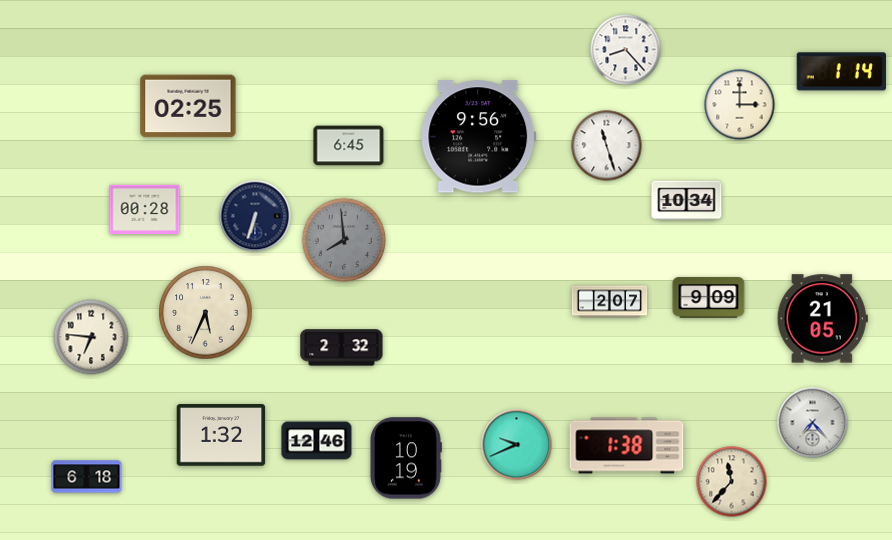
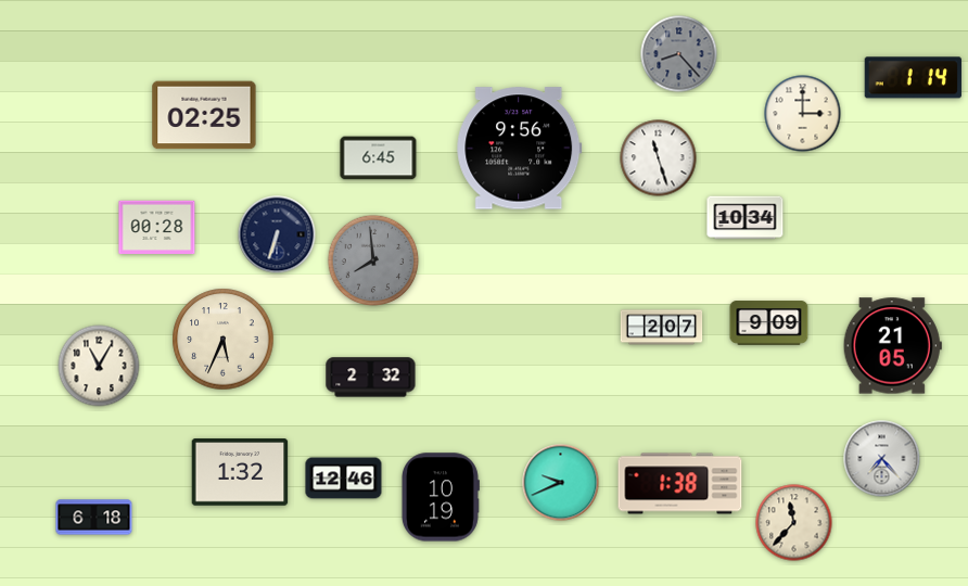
clock at (626, 50) dial: white -> grey
clock at (91, 337): 6:46 -> 11:05
